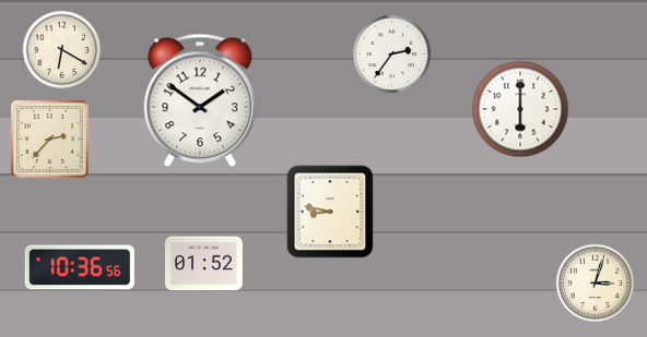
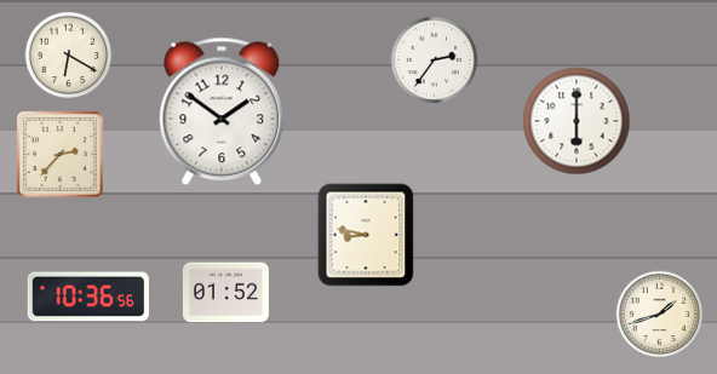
clock at (49, 139) position: (49, 139) -> (59, 154)
clock at (596, 284): 3:03 -> 1:42
